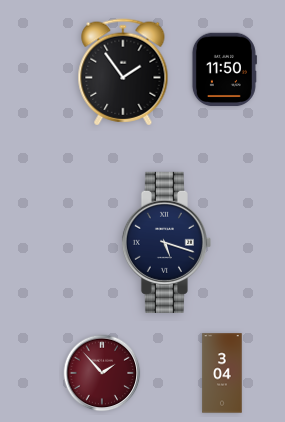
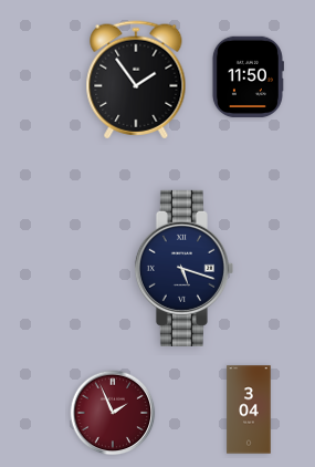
clock at (102, 373): 1:53 -> 1:56
clock at (222, 373) position: (222, 373) -> (249, 409)
